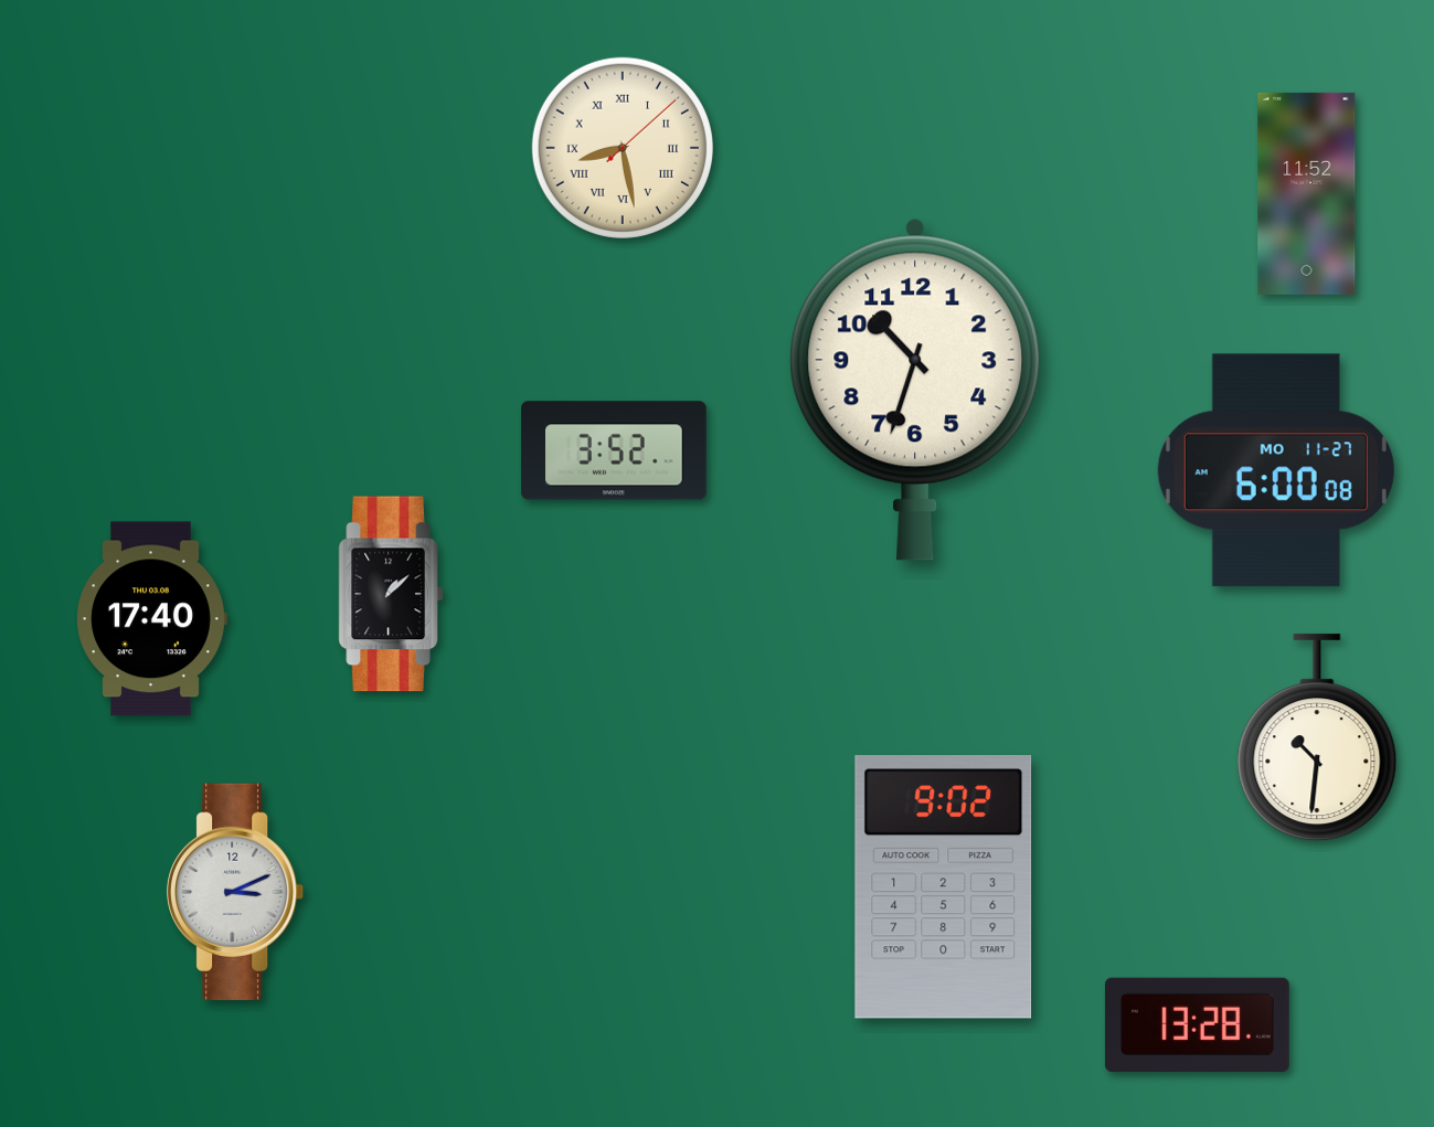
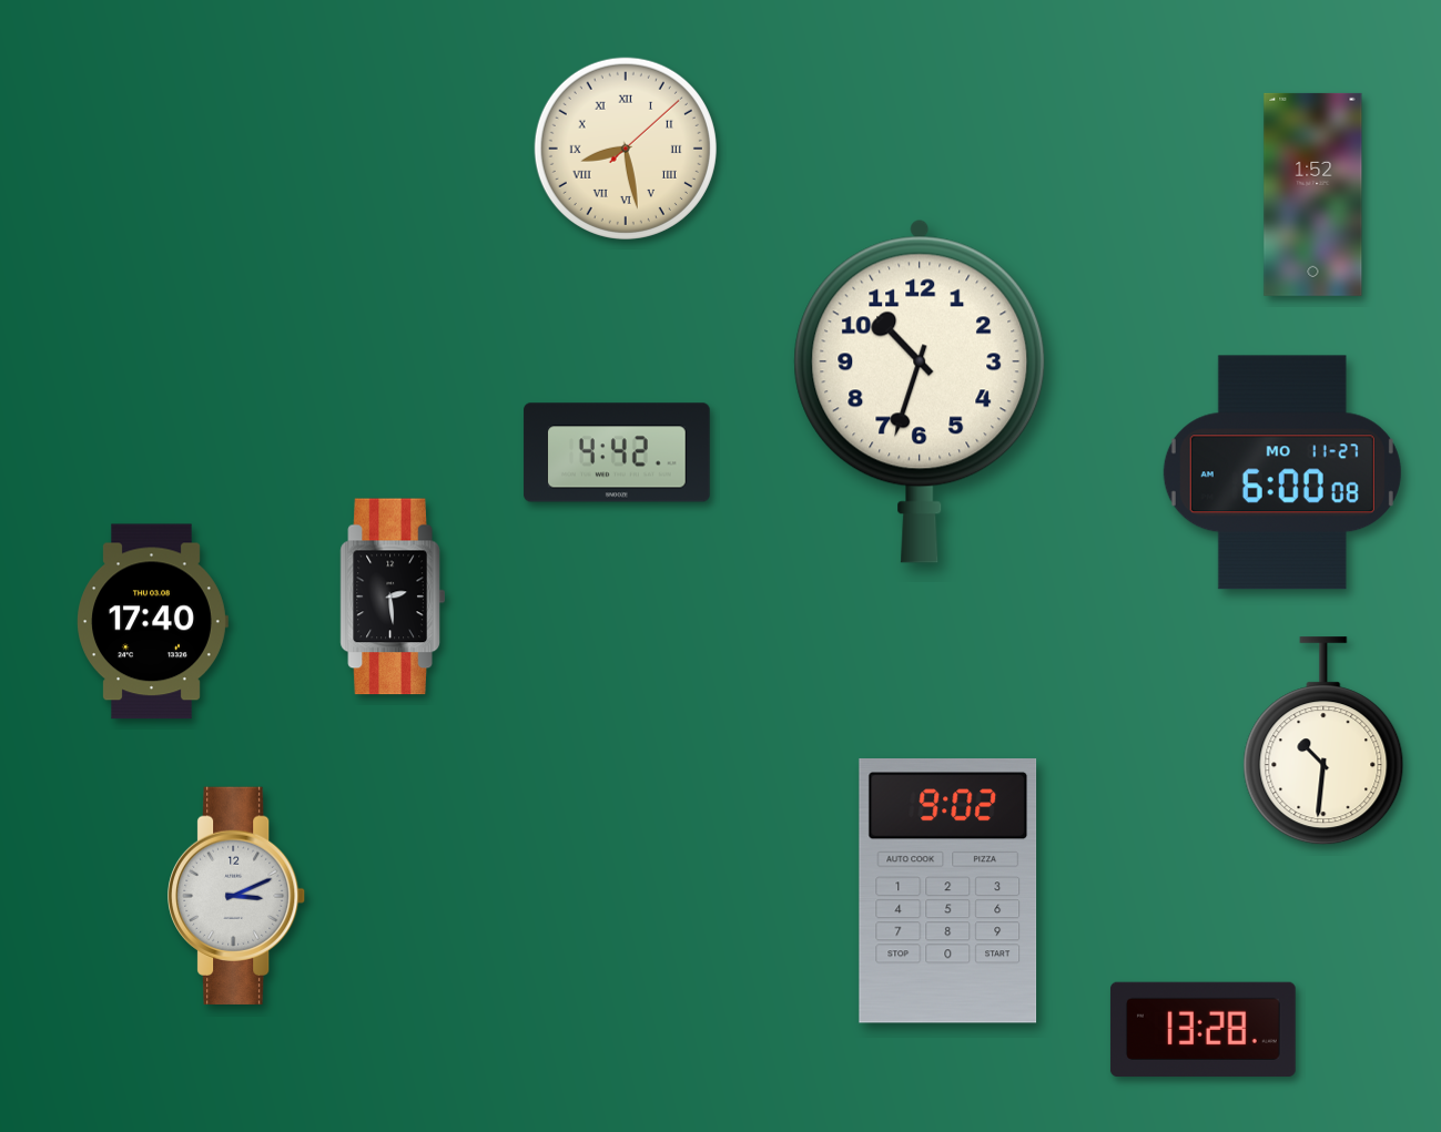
clock at (1307, 193): 11:52 -> 1:52
clock at (614, 450): 3:52 -> 4:42
clock at (391, 594): 1:08 -> 2:29
